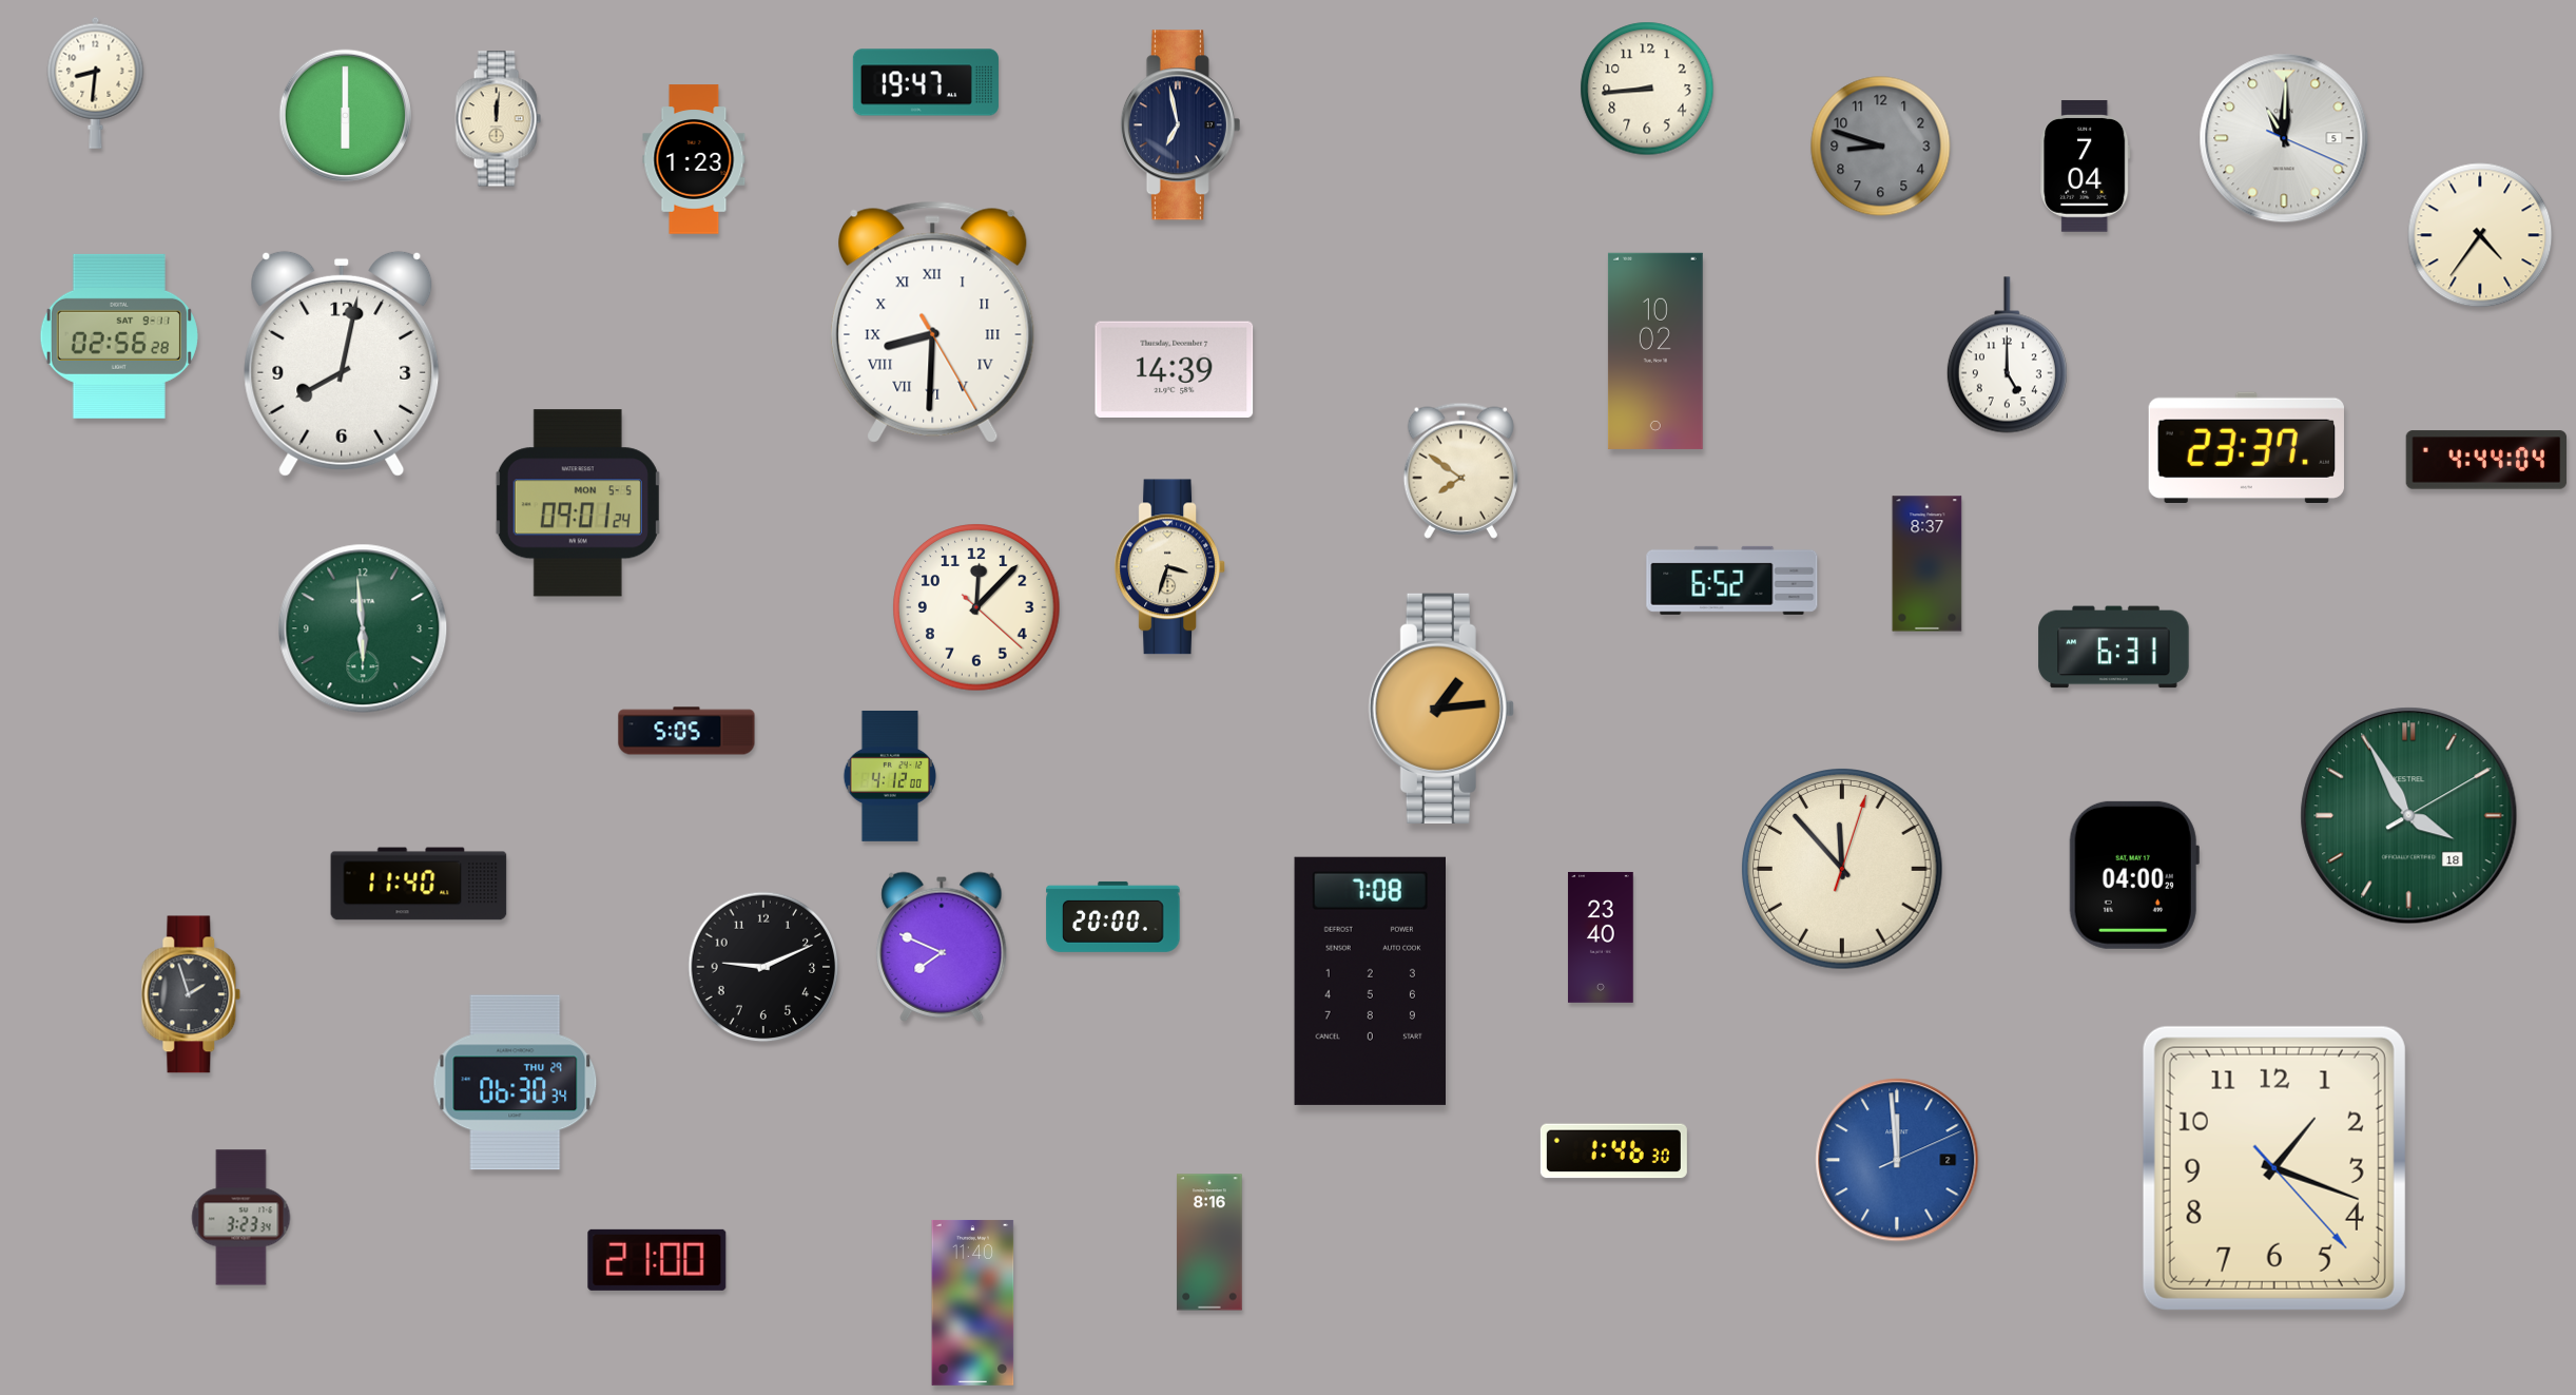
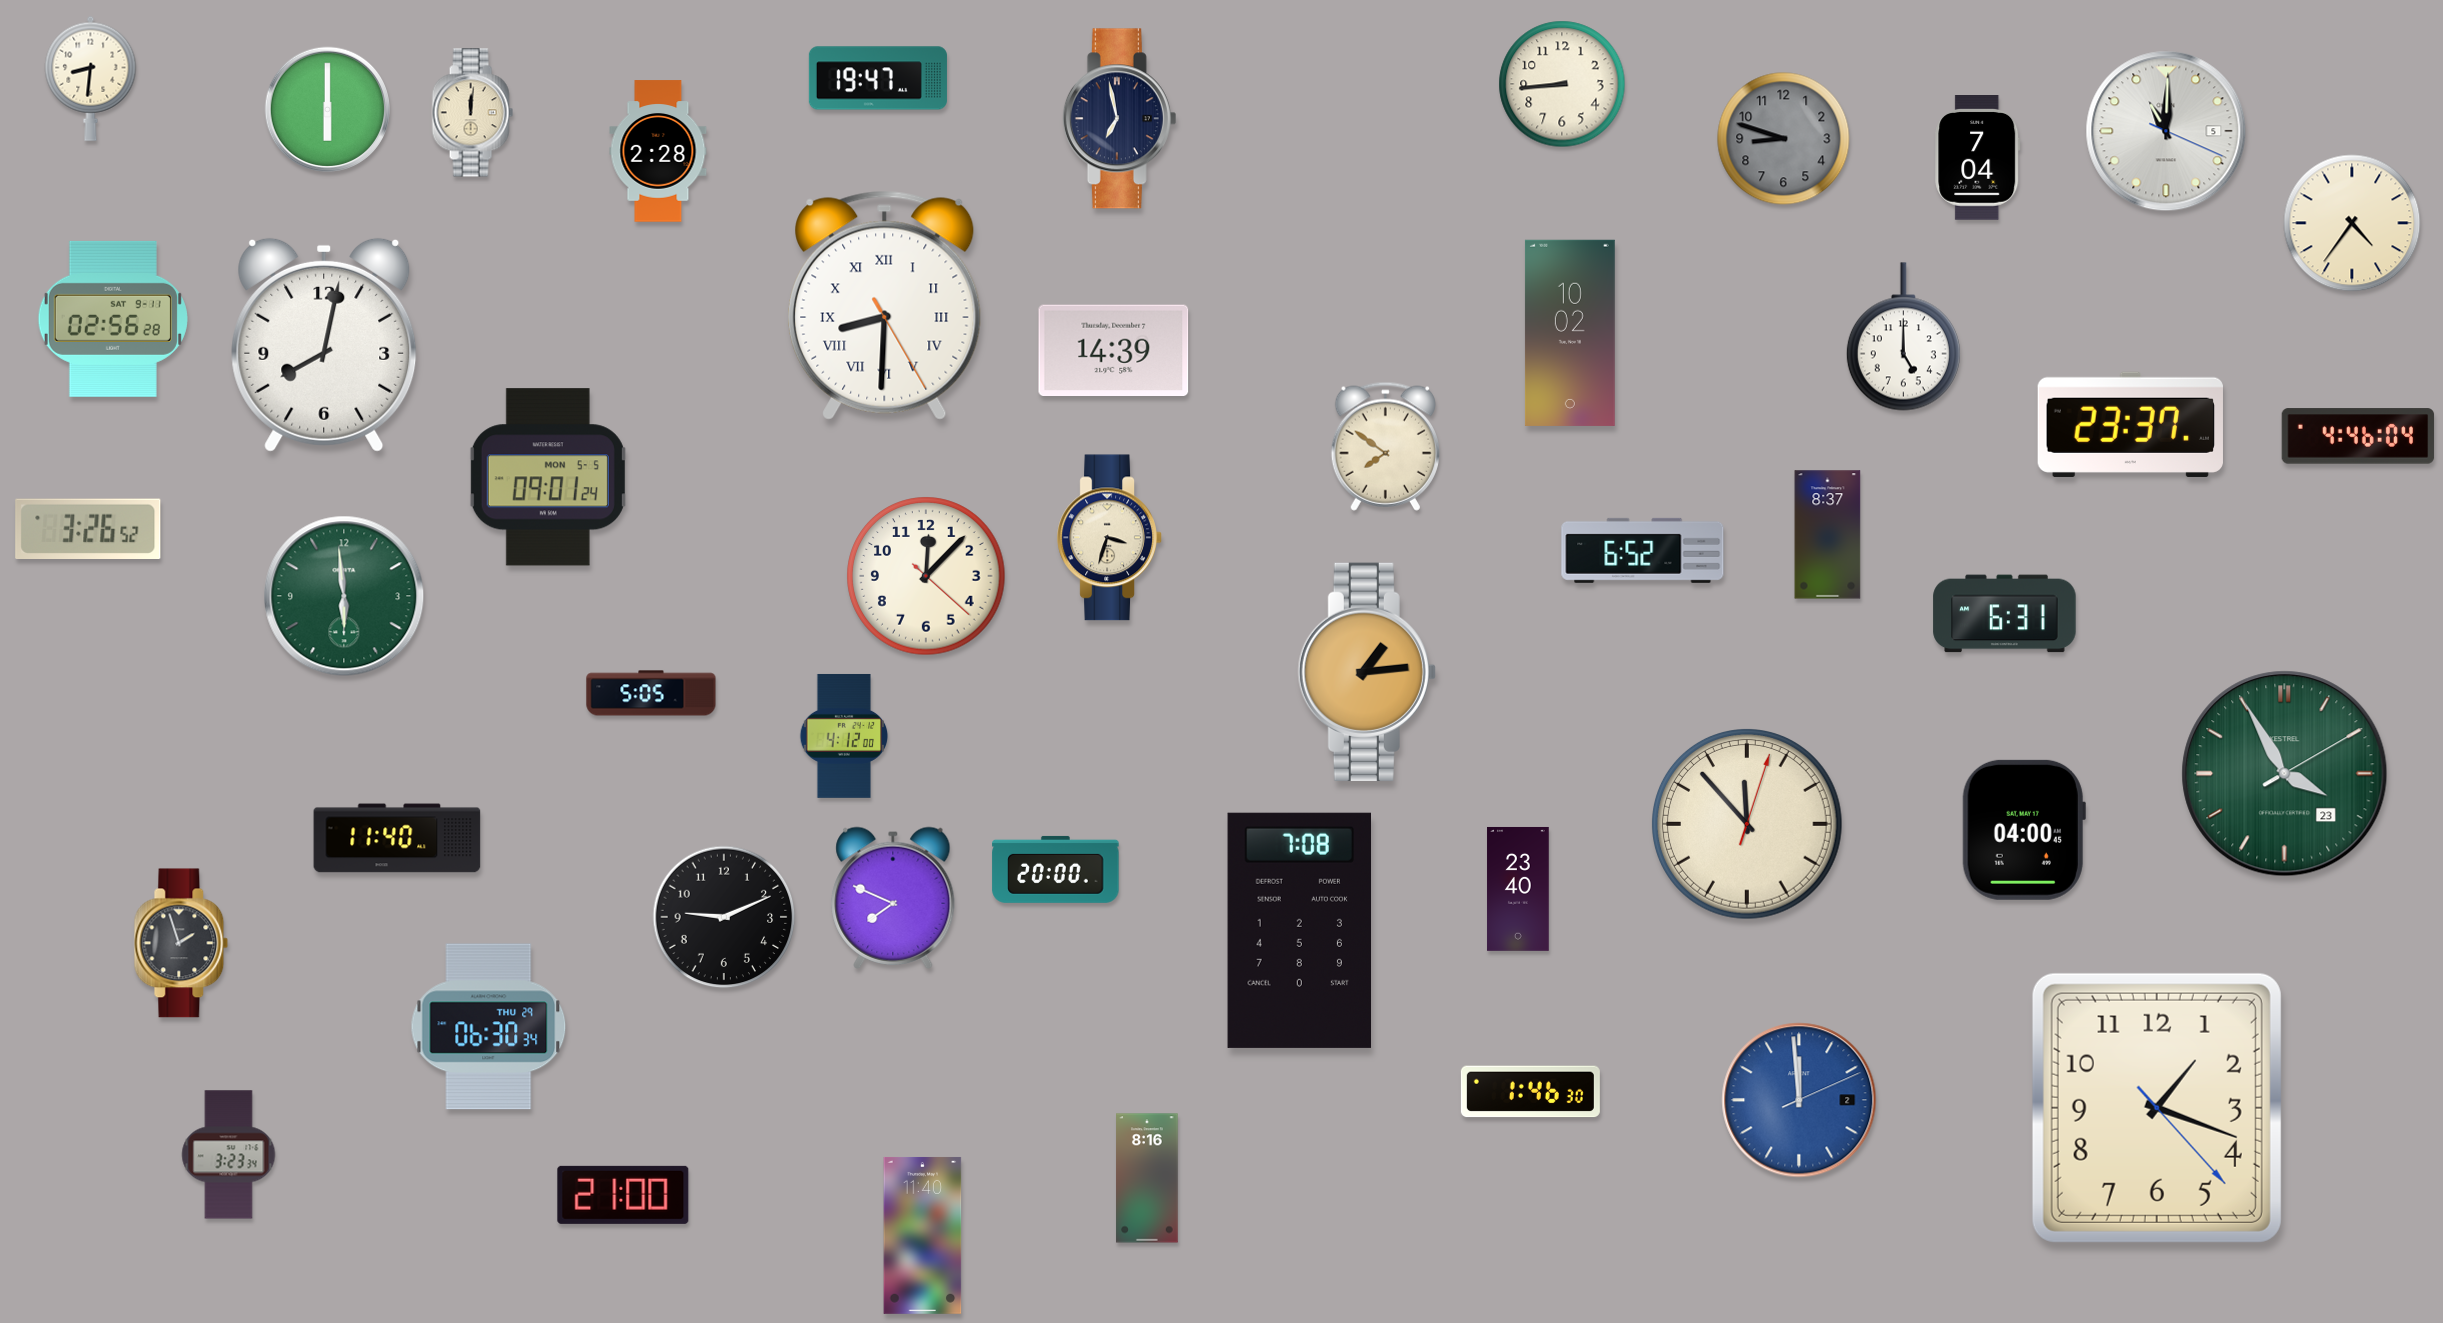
clock at (694, 159): 1:23 -> 2:28
clock at (2486, 460): 4:44 -> 4:46
clock at (88, 528): none -> 3:26
clock at (2409, 816) date: 18 -> 23
clock at (2134, 875): 04:00:29 -> 04:00:45
